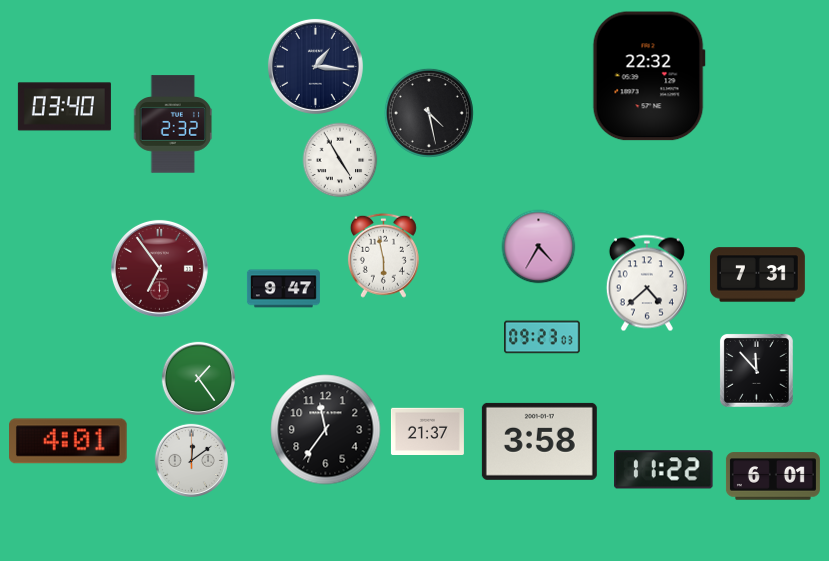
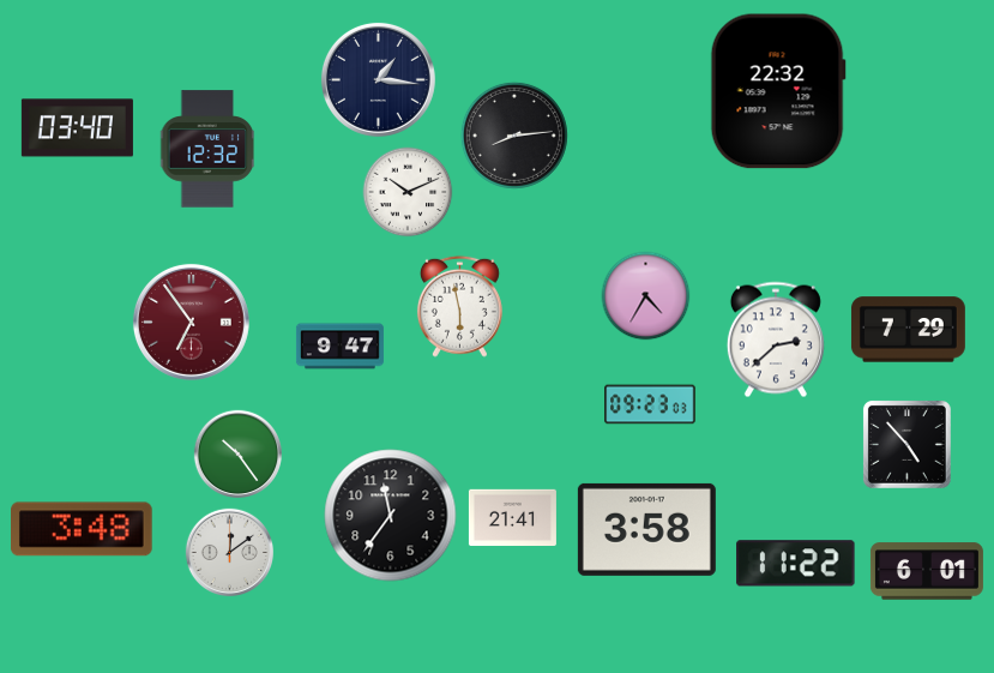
clock at (429, 113): 4:28 -> 8:14
clock at (173, 124): 2:32 -> 12:32
clock at (340, 160): 4:55 -> 10:11
clock at (757, 275): 7:31 -> 7:29
clock at (647, 283): 4:38 -> 2:38
clock at (756, 370): 11:53 -> 4:53
clock at (198, 378): 1:24 -> 10:24
clock at (427, 431): 21:37 -> 21:41
clock at (69, 441): 4:01 -> 3:48
